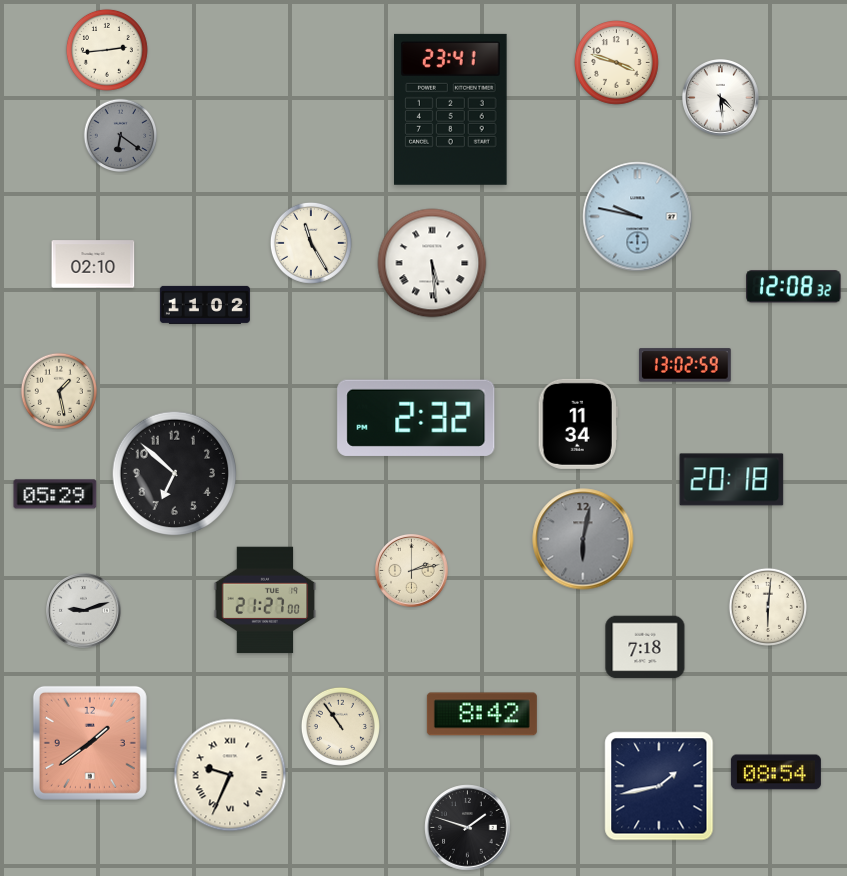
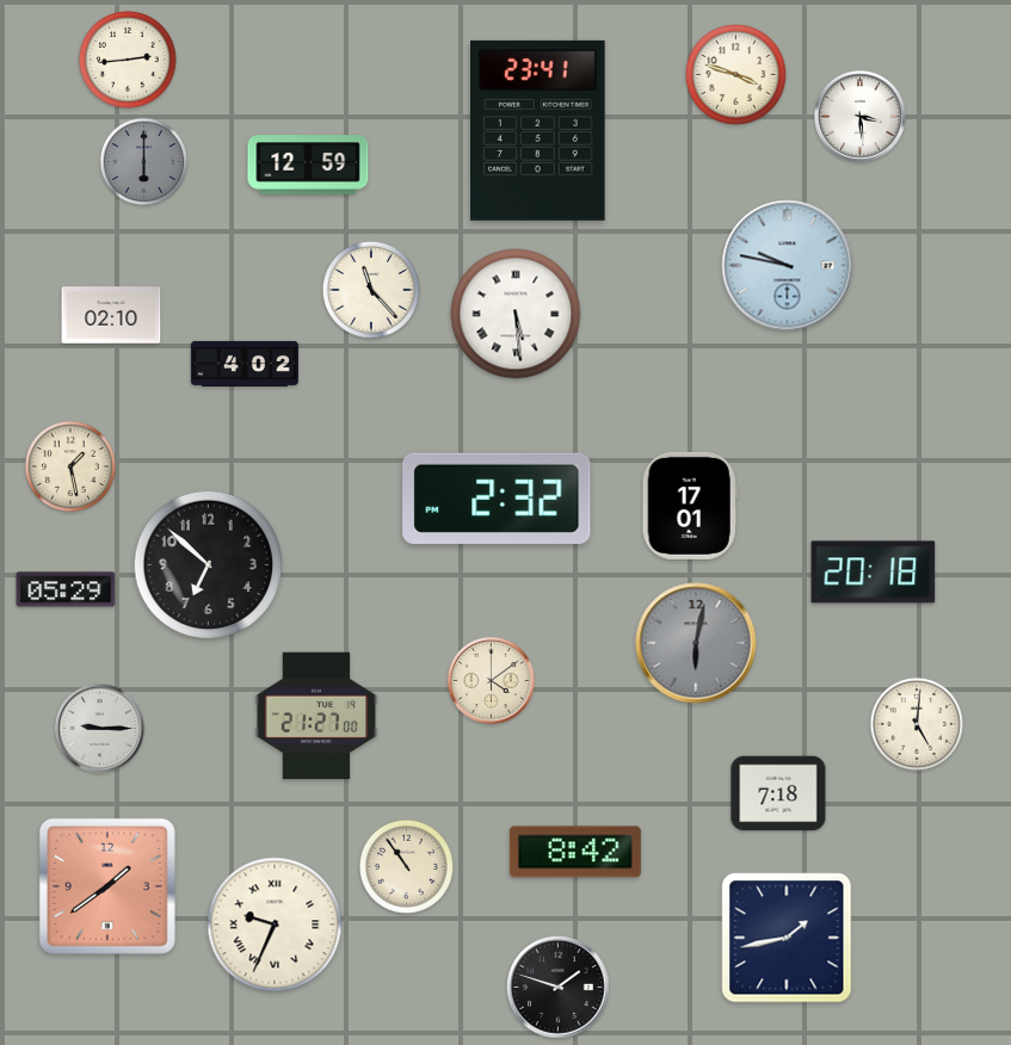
clock at (721, 98): 4:29 -> 3:29
clock at (121, 136): 6:21 -> 6:00
clock at (308, 165): none -> 12:59
clock at (638, 217) position: (638, 217) -> (788, 266)
clock at (311, 243): 11:25 -> 11:23
clock at (794, 287): 12:08 -> none
clock at (205, 305): 11:02 -> 4:02
clock at (685, 365): 13:02 -> none
clock at (578, 424): 11:34 -> 17:01
clock at (411, 570): 2:13 -> 4:09
clock at (768, 607): 6:01 -> 5:01
clock at (84, 611): 9:12 -> 9:15
clock at (645, 647) position: (645, 647) -> (778, 793)
clock at (776, 772): 08:54 -> none
